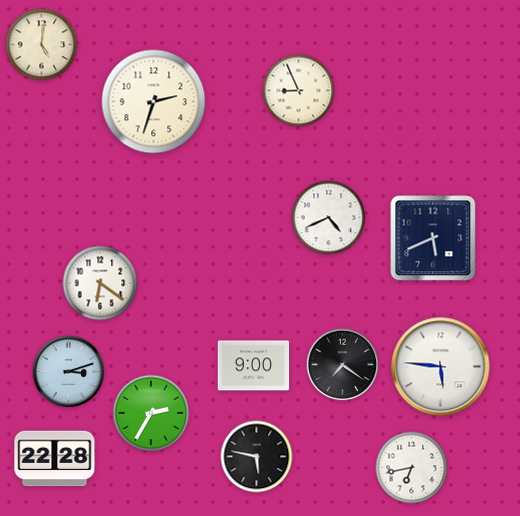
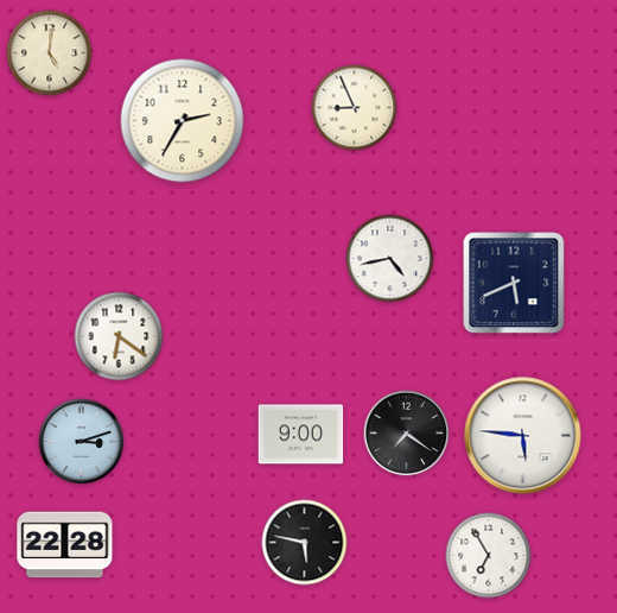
clock at (154, 102): 2:33 -> 2:35
clock at (329, 218): 4:41 -> 4:43
clock at (151, 413): 2:35 -> none
clock at (412, 468): 6:43 -> 6:55
